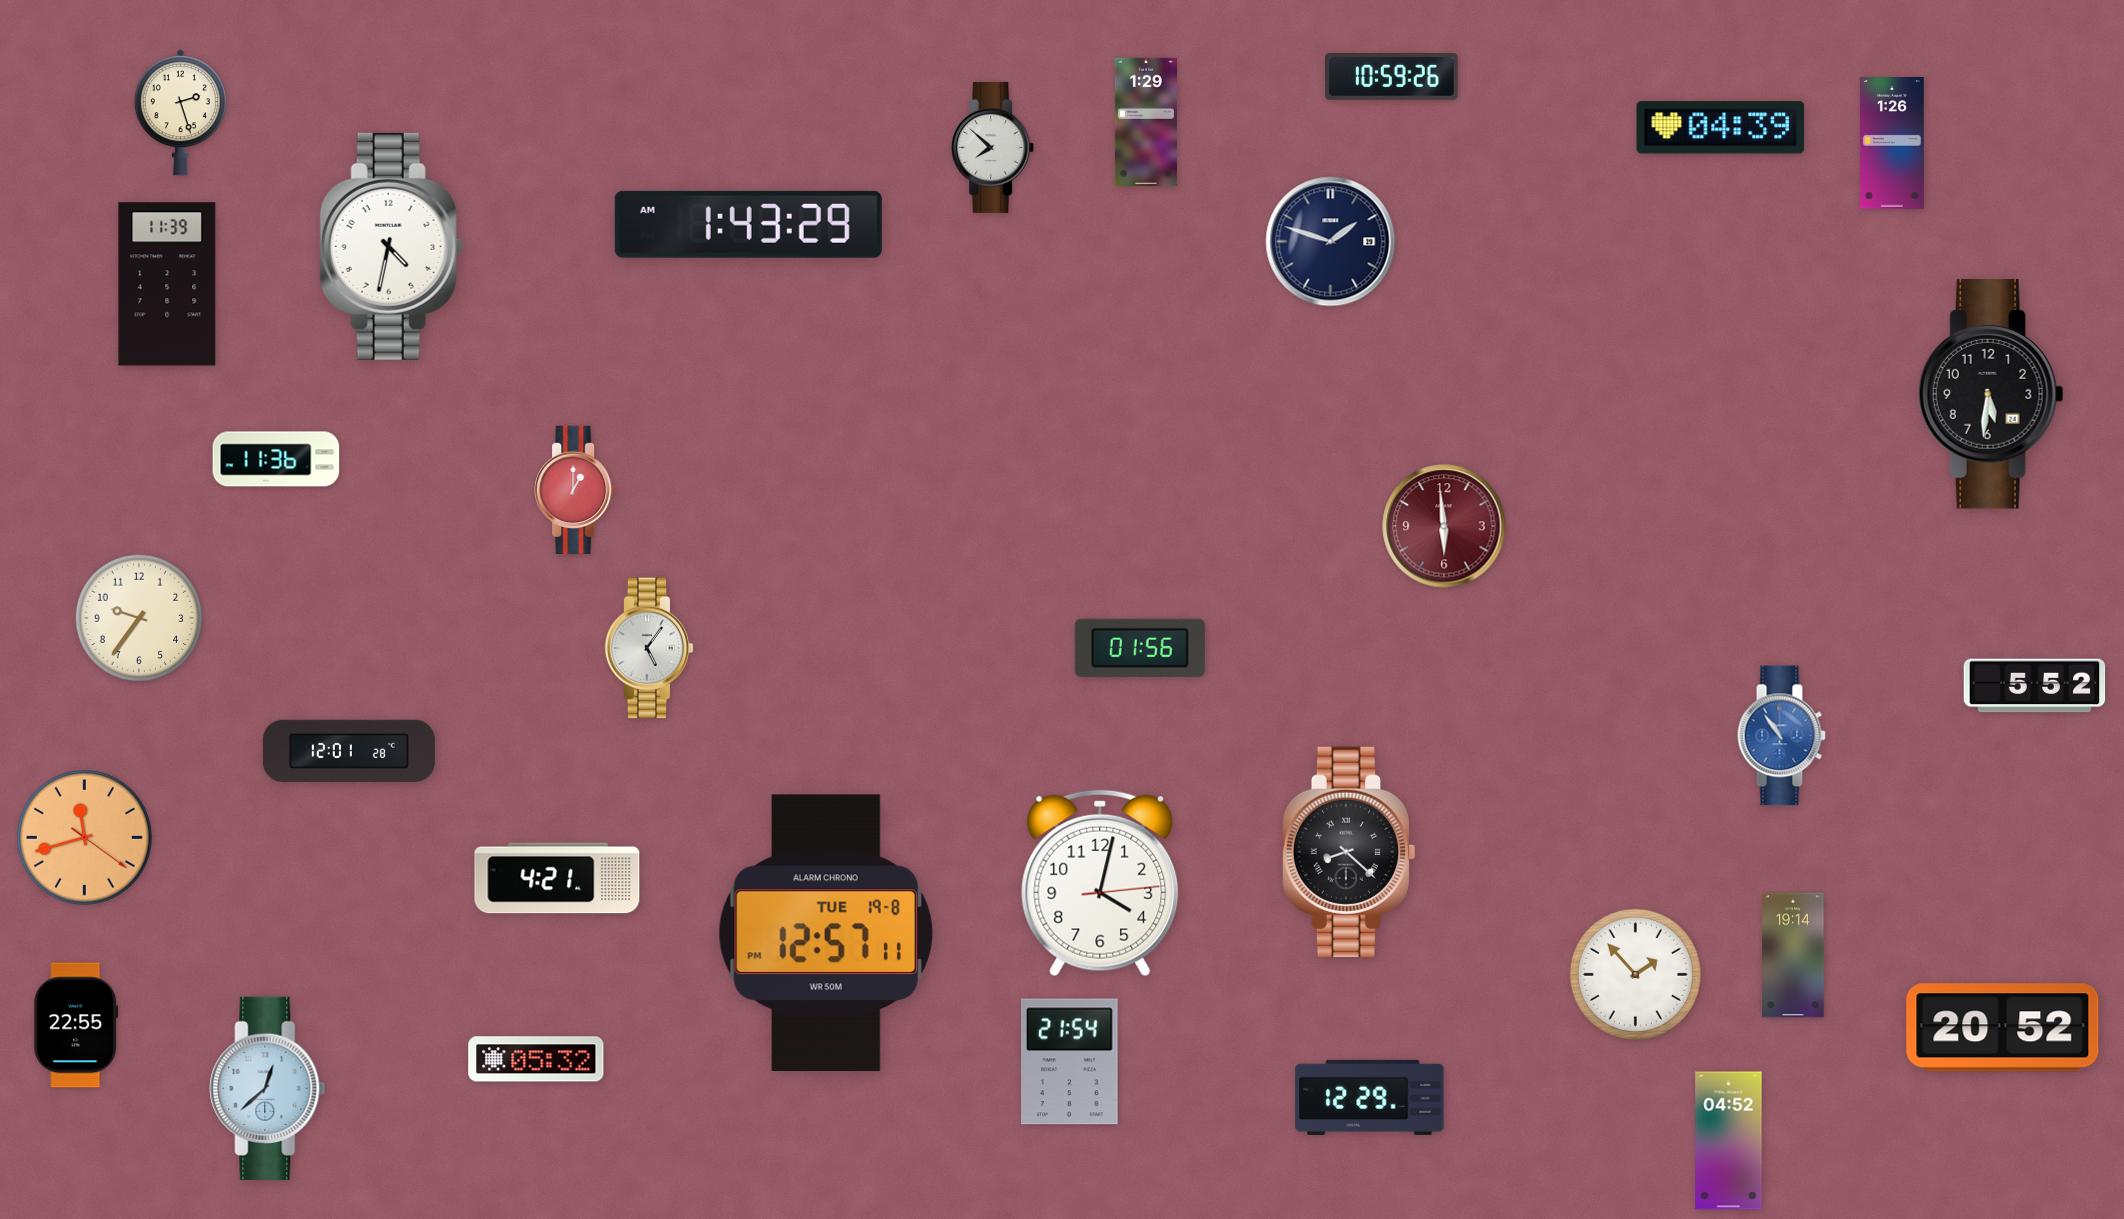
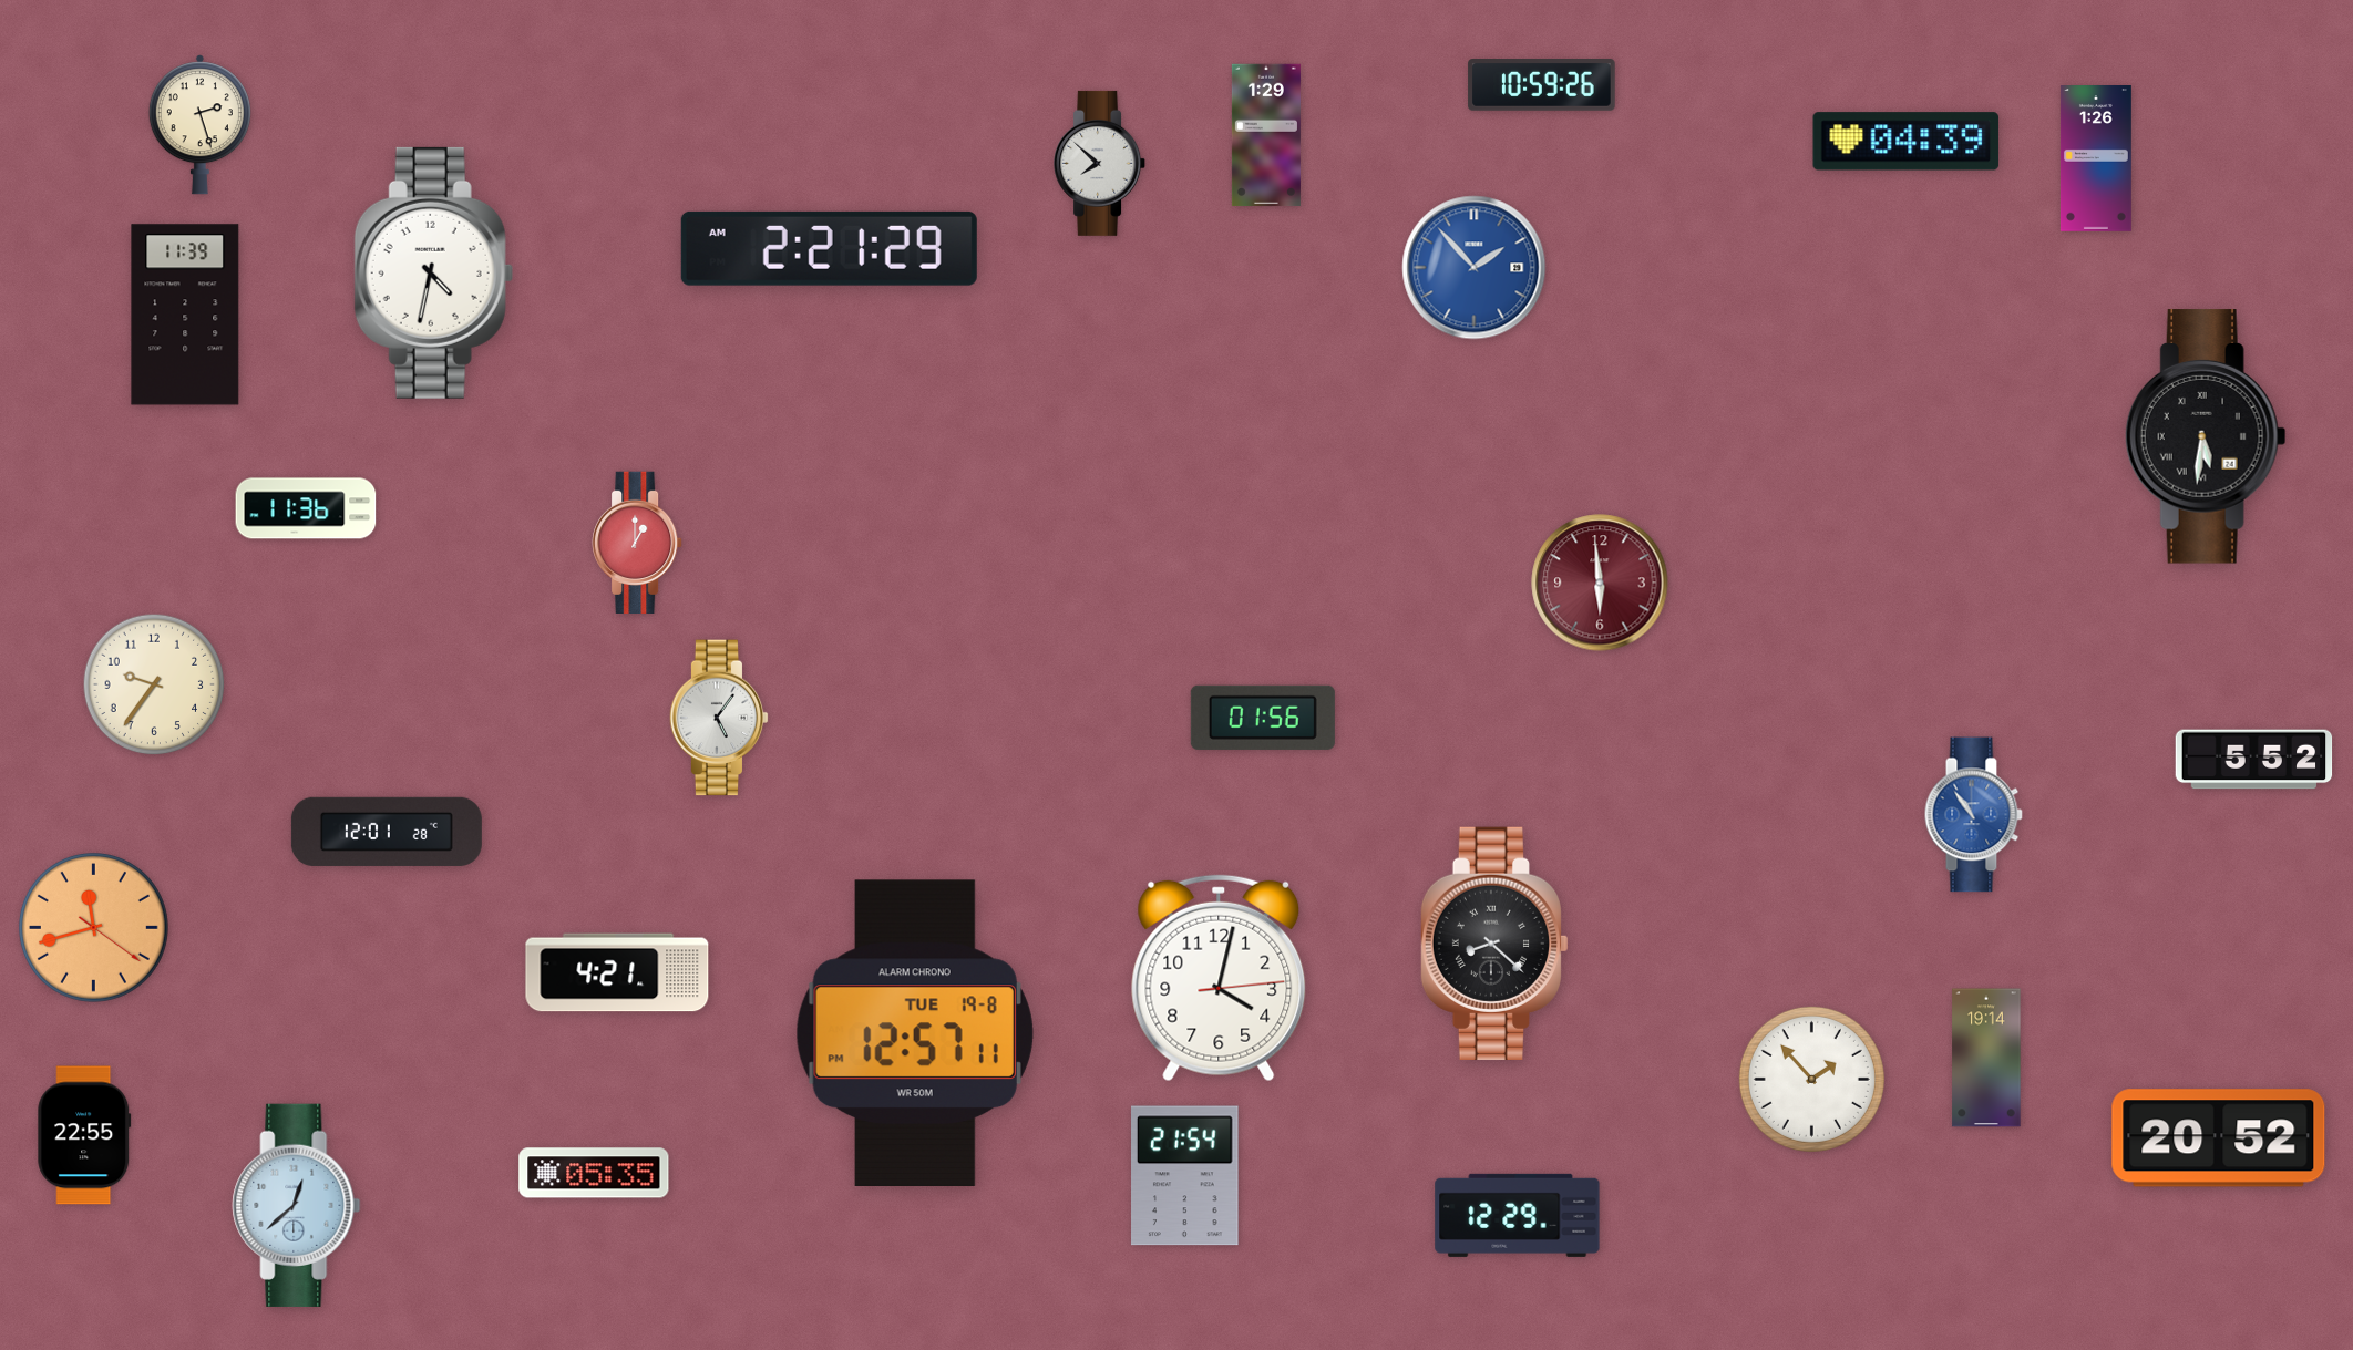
clock at (1146, 122) position: (1146, 122) -> (1266, 135)
clock at (748, 224): 1:43 -> 2:21
clock at (1331, 242): 1:48 -> 1:53
clock at (1331, 242) dial: navy -> blue
clock at (1991, 394) numerals: Arabic -> Roman
clock at (536, 1059): 05:32 -> 05:35
clock at (1729, 1141): 04:52 -> none
